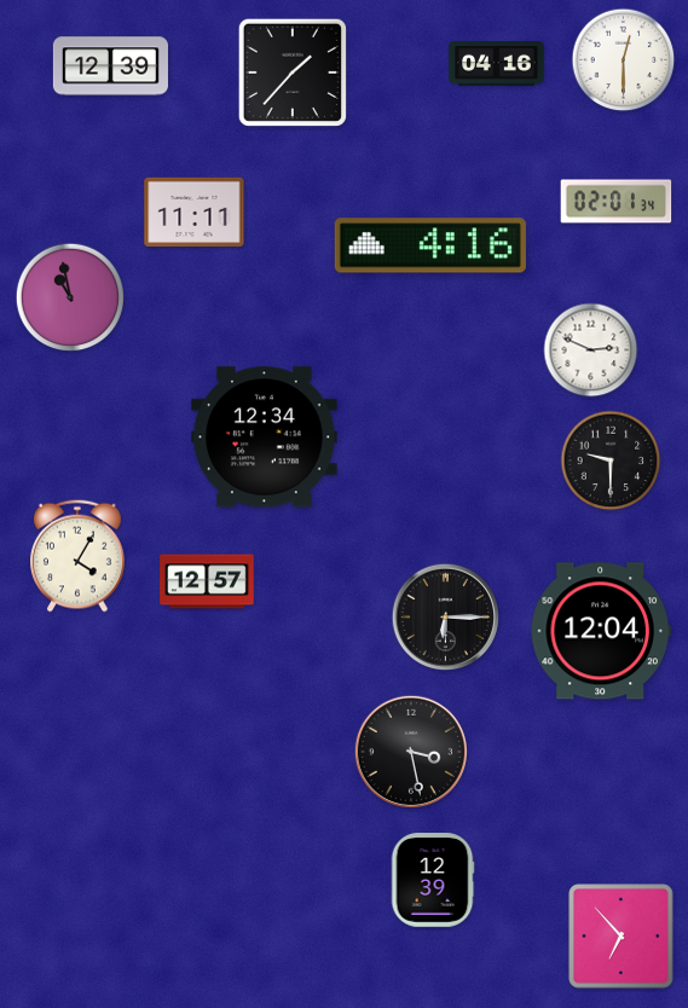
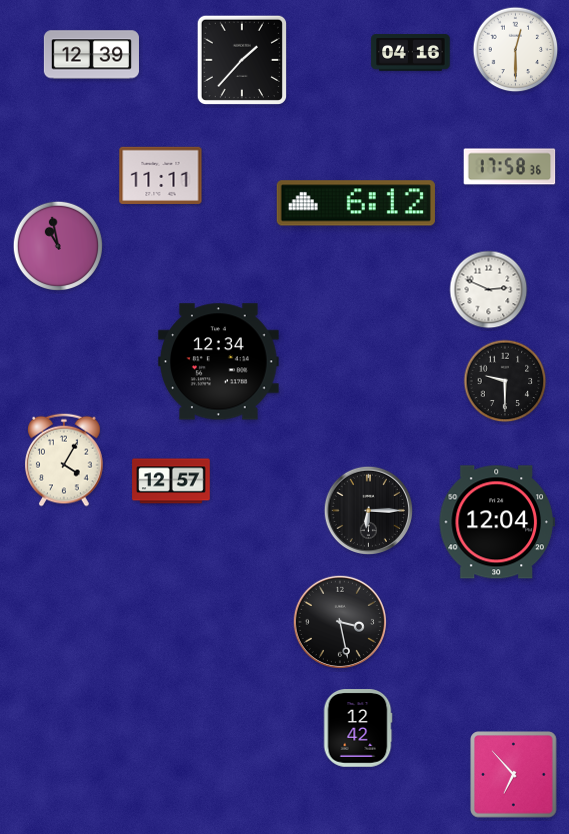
clock at (617, 202): 02:01 -> 17:58
clock at (430, 245): 4:16 -> 6:12
clock at (433, 880): 12:39 -> 12:42
